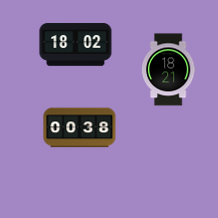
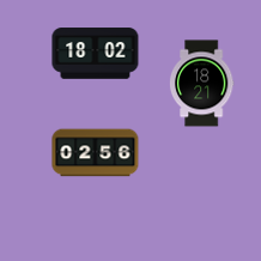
clock at (76, 45) position: (76, 45) -> (96, 54)
clock at (80, 128): 00:38 -> 02:56
